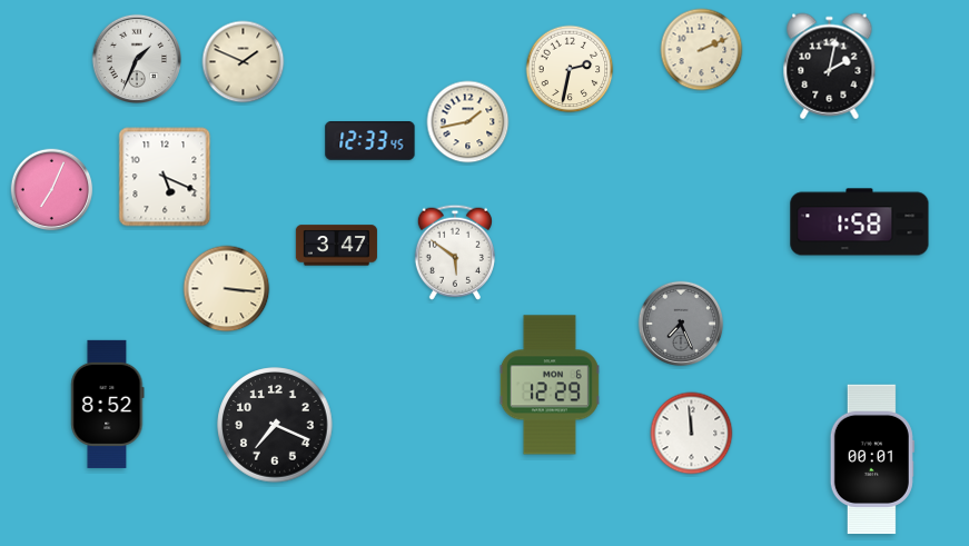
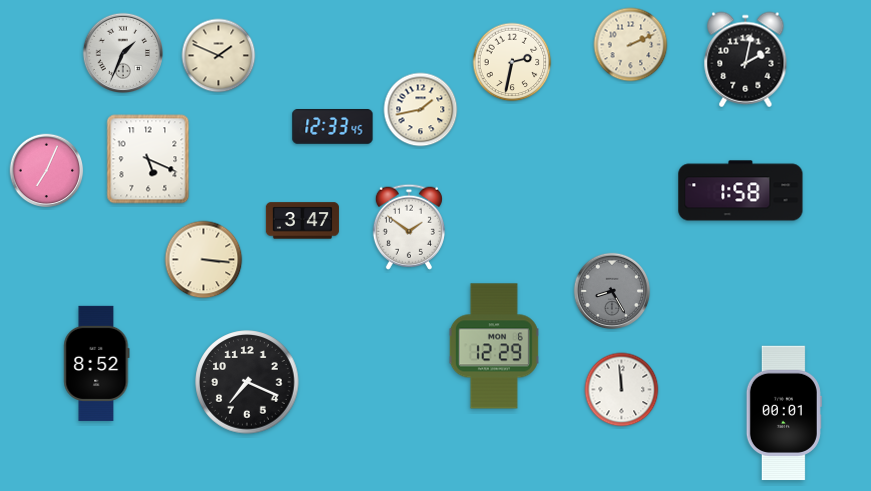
clock at (860, 222) position: (860, 222) -> (741, 191)
clock at (455, 252): 5:51 -> 1:51
clock at (681, 324): 7:26 -> 8:25
